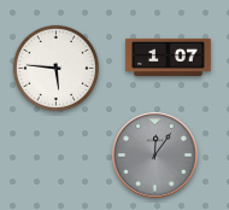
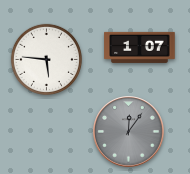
clock at (55, 68) position: (55, 68) -> (46, 59)
clock at (155, 156) position: (155, 156) -> (129, 132)
